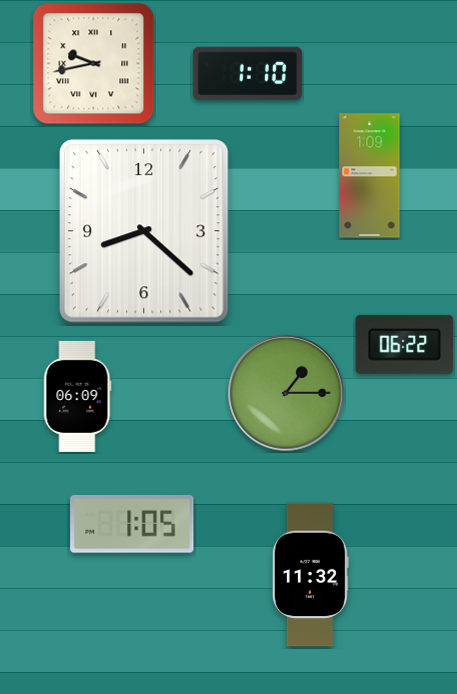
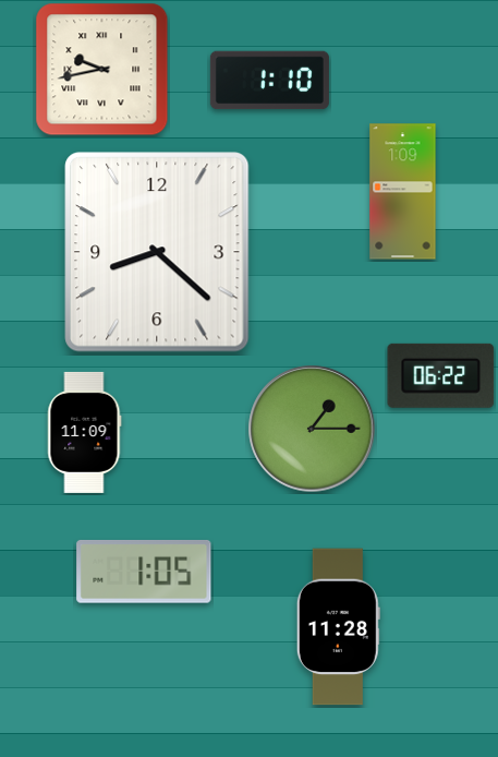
clock at (78, 396): 06:09 -> 11:09
clock at (310, 575): 11:32 -> 11:28
